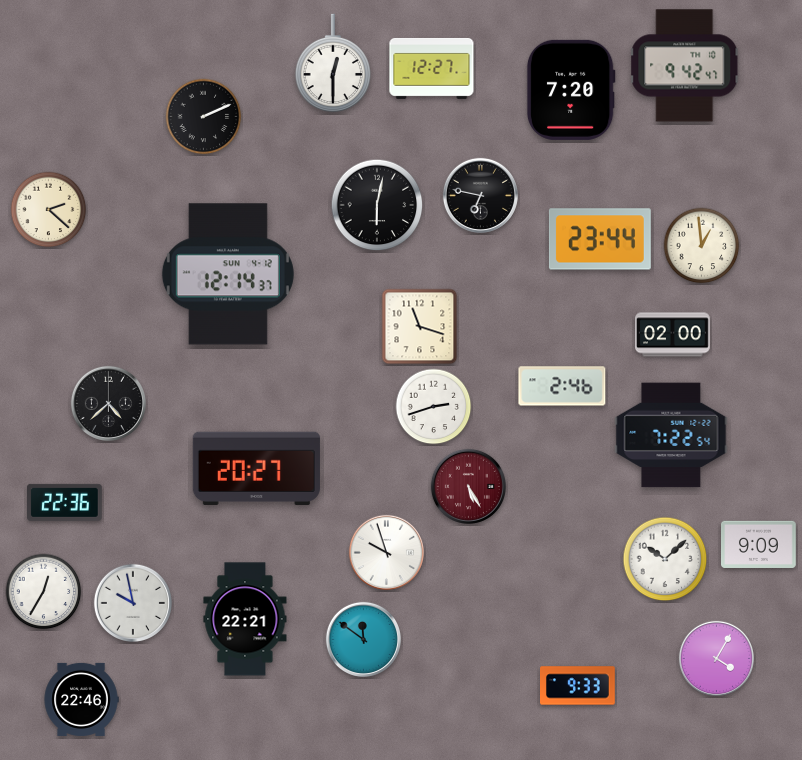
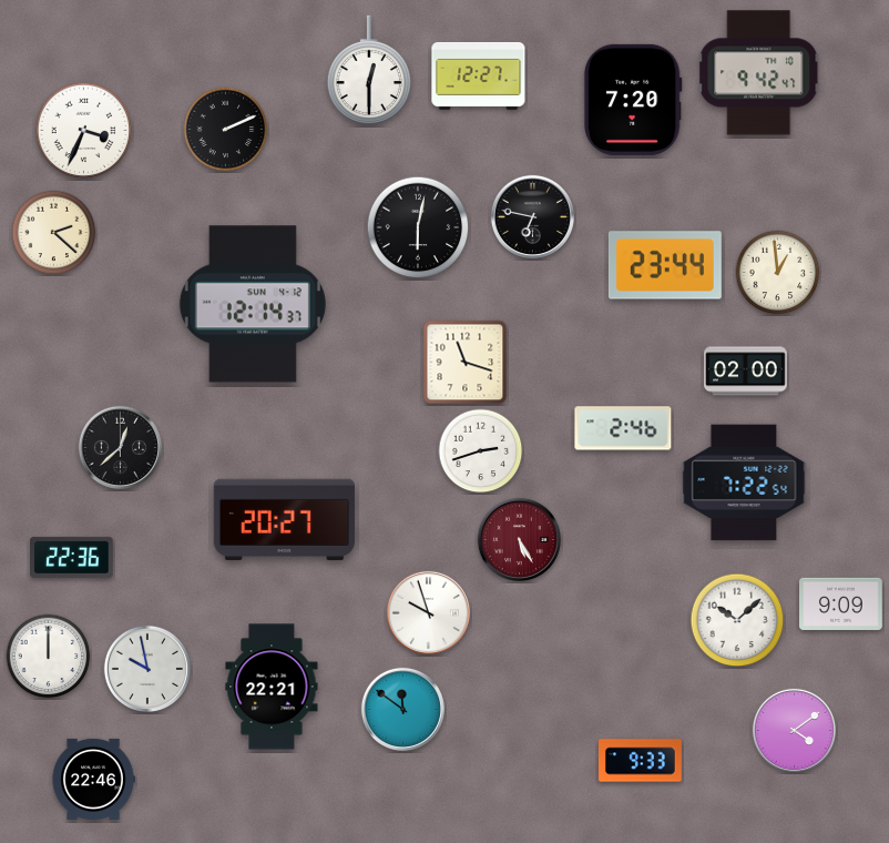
clock at (84, 131): none -> 3:34
clock at (108, 403): 4:38 -> 12:38
clock at (44, 592): 12:35 -> 12:00
clock at (716, 658): 4:05 -> 4:09
clock at (81, 699) position: (81, 699) -> (93, 779)
